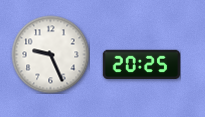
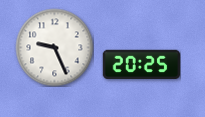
clock at (50, 54) position: (50, 54) -> (54, 47)
